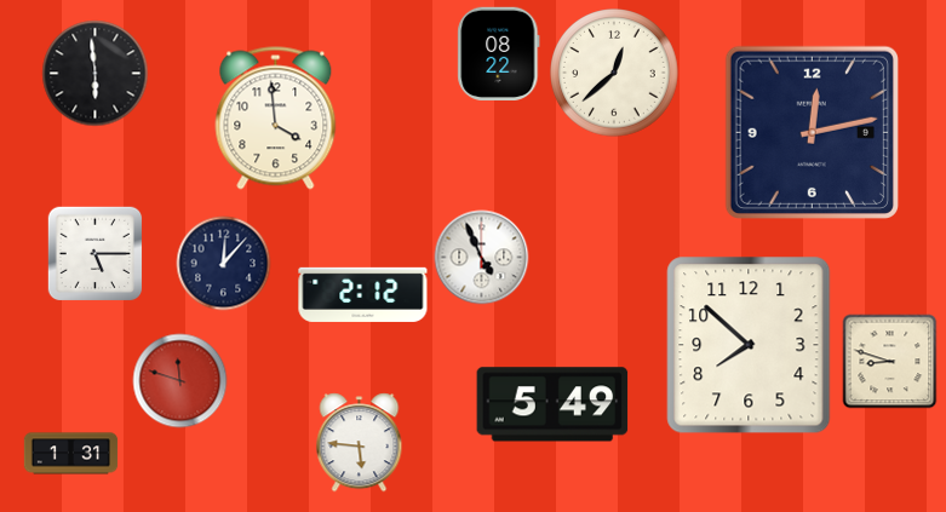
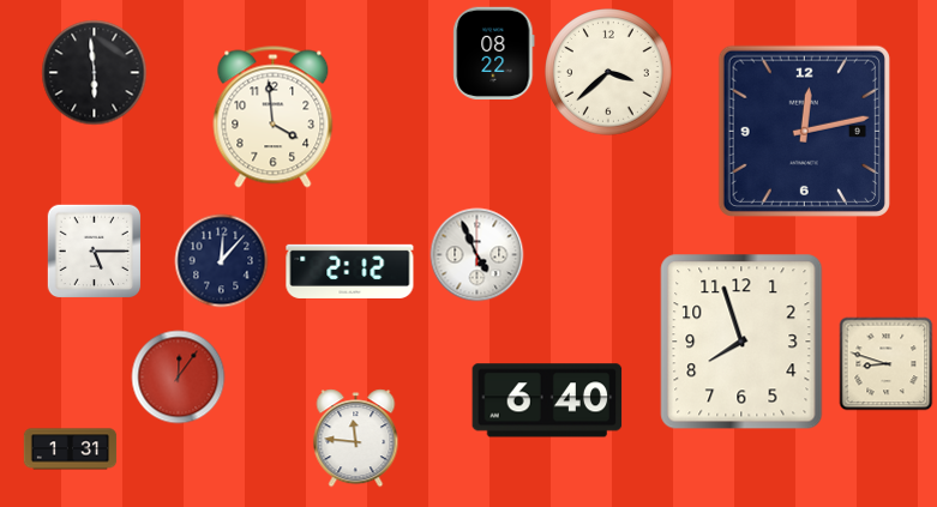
clock at (614, 73): 12:38 -> 3:38
clock at (363, 294) position: (363, 294) -> (350, 271)
clock at (749, 345): 7:52 -> 7:57
clock at (889, 361) position: (889, 361) -> (885, 363)
clock at (179, 380): 11:48 -> 12:06
clock at (552, 404): 5:49 -> 6:40
clock at (360, 442): 5:46 -> 11:46
